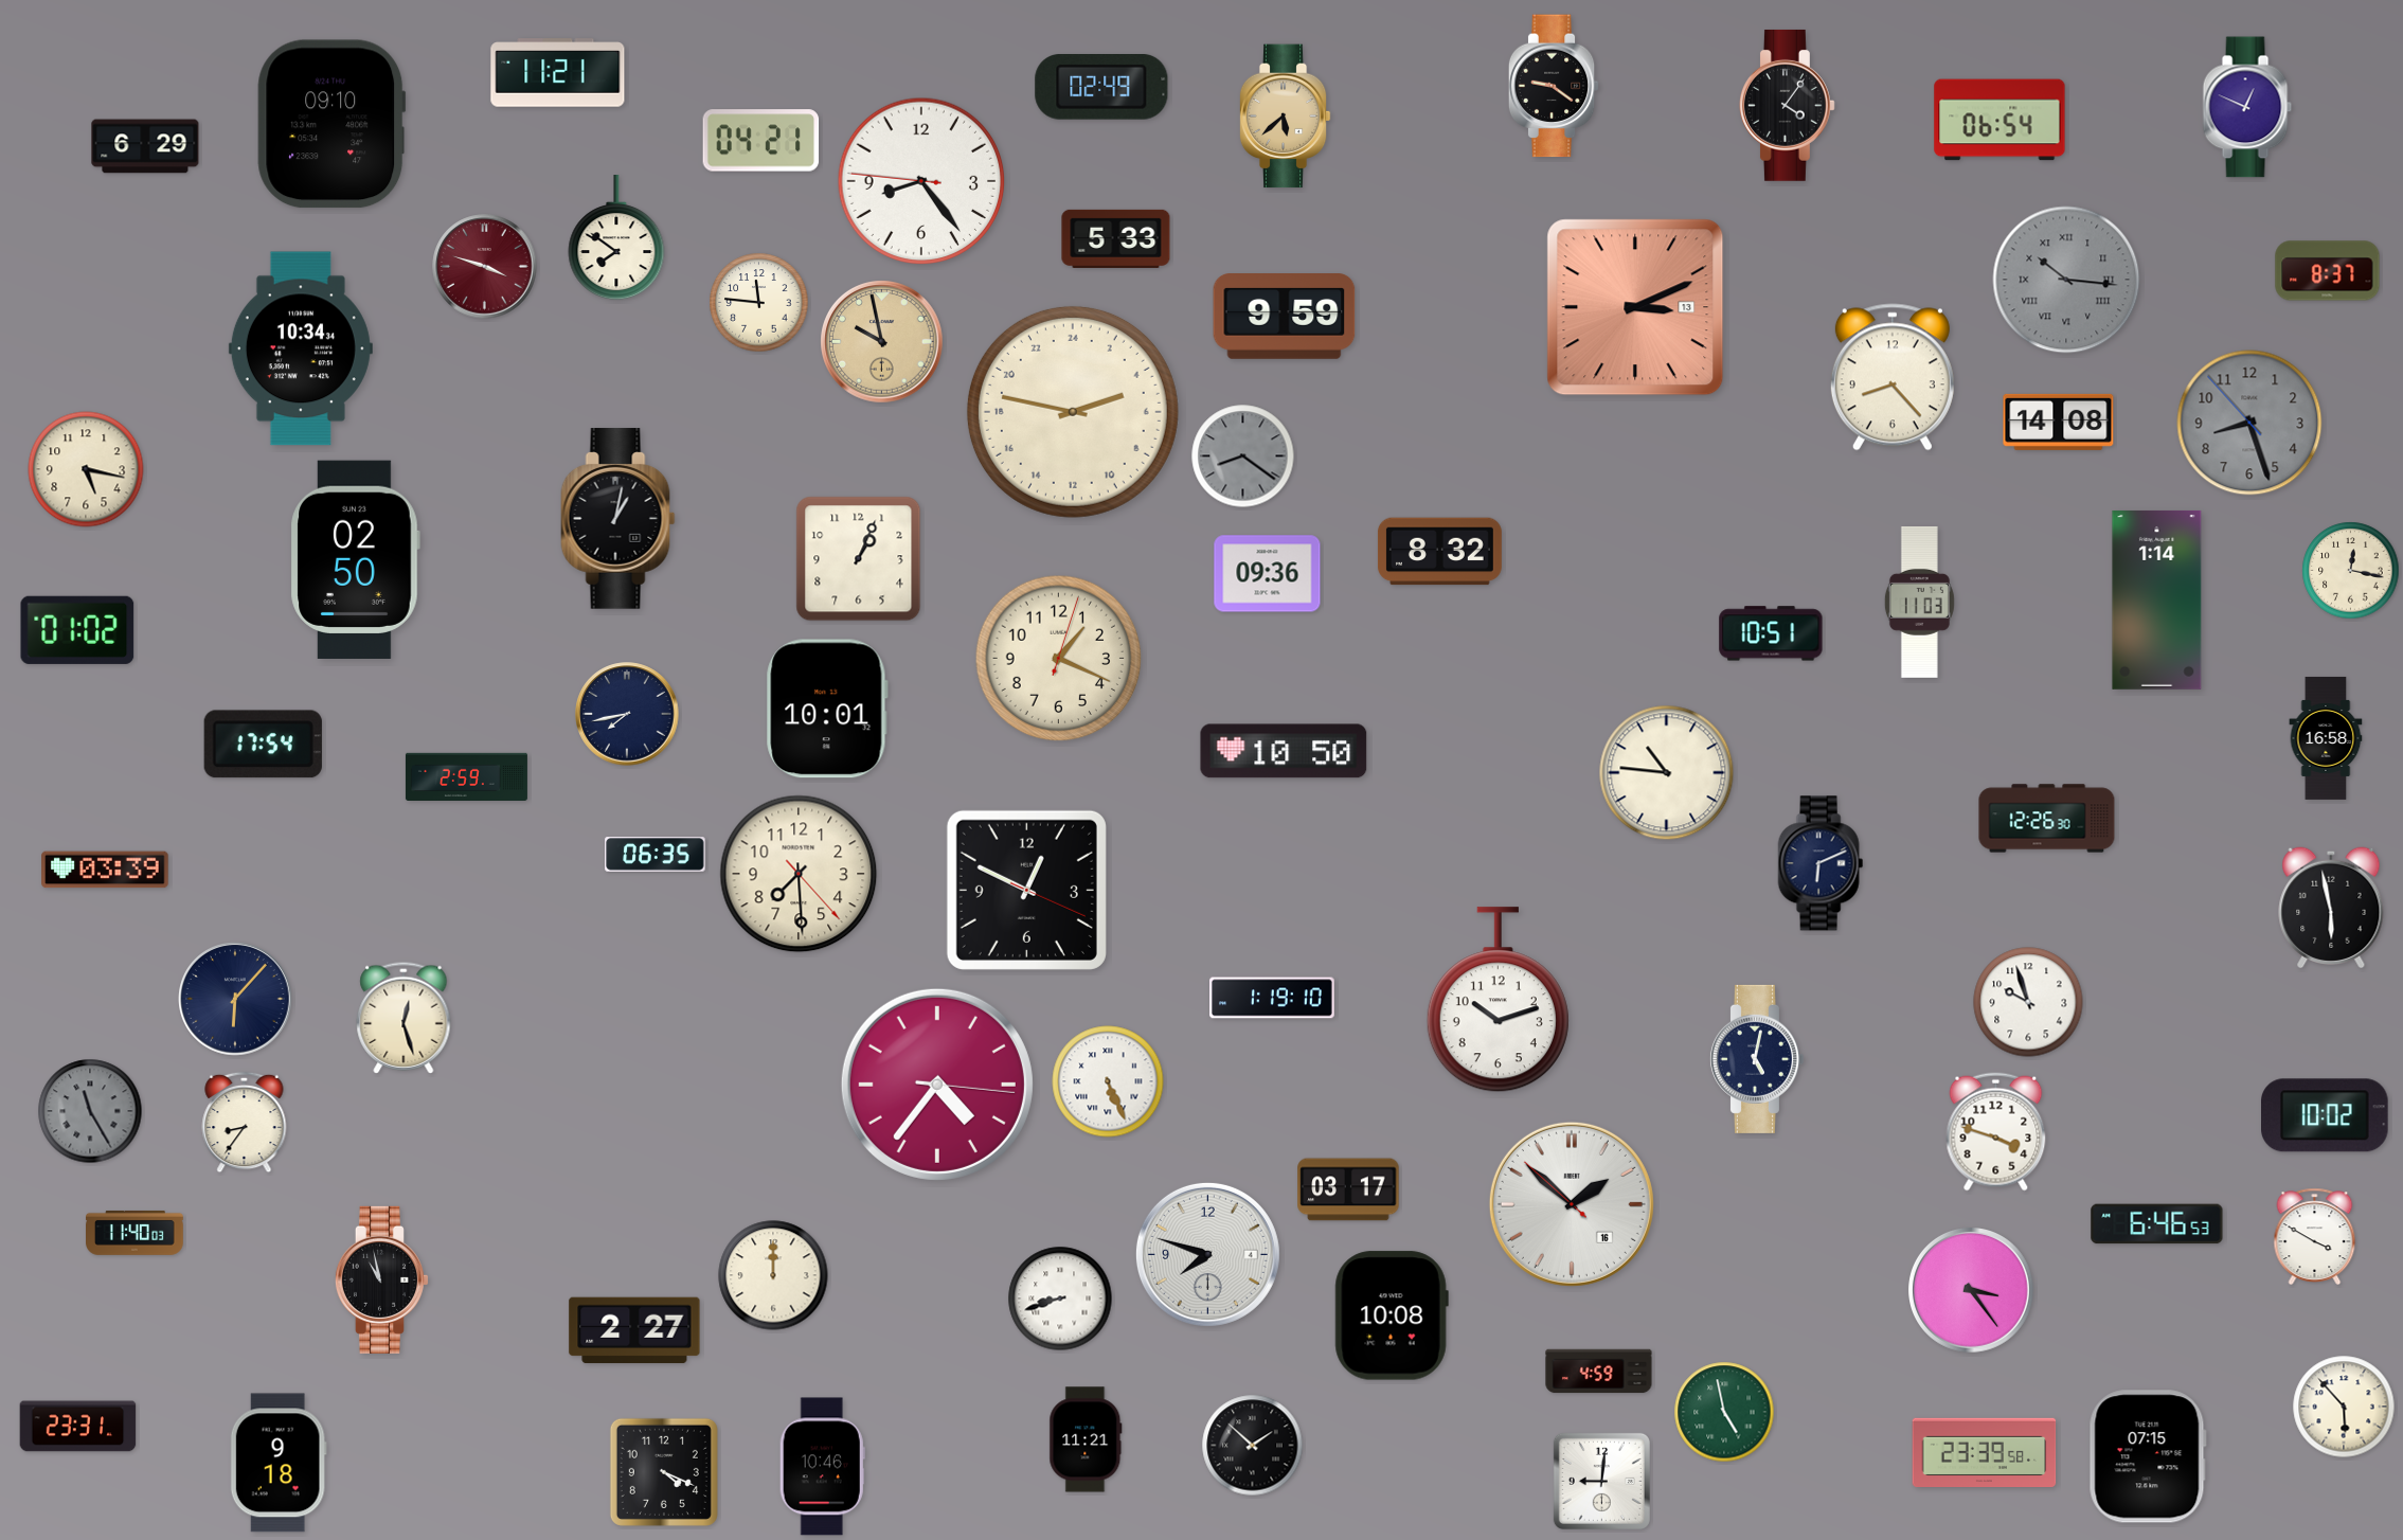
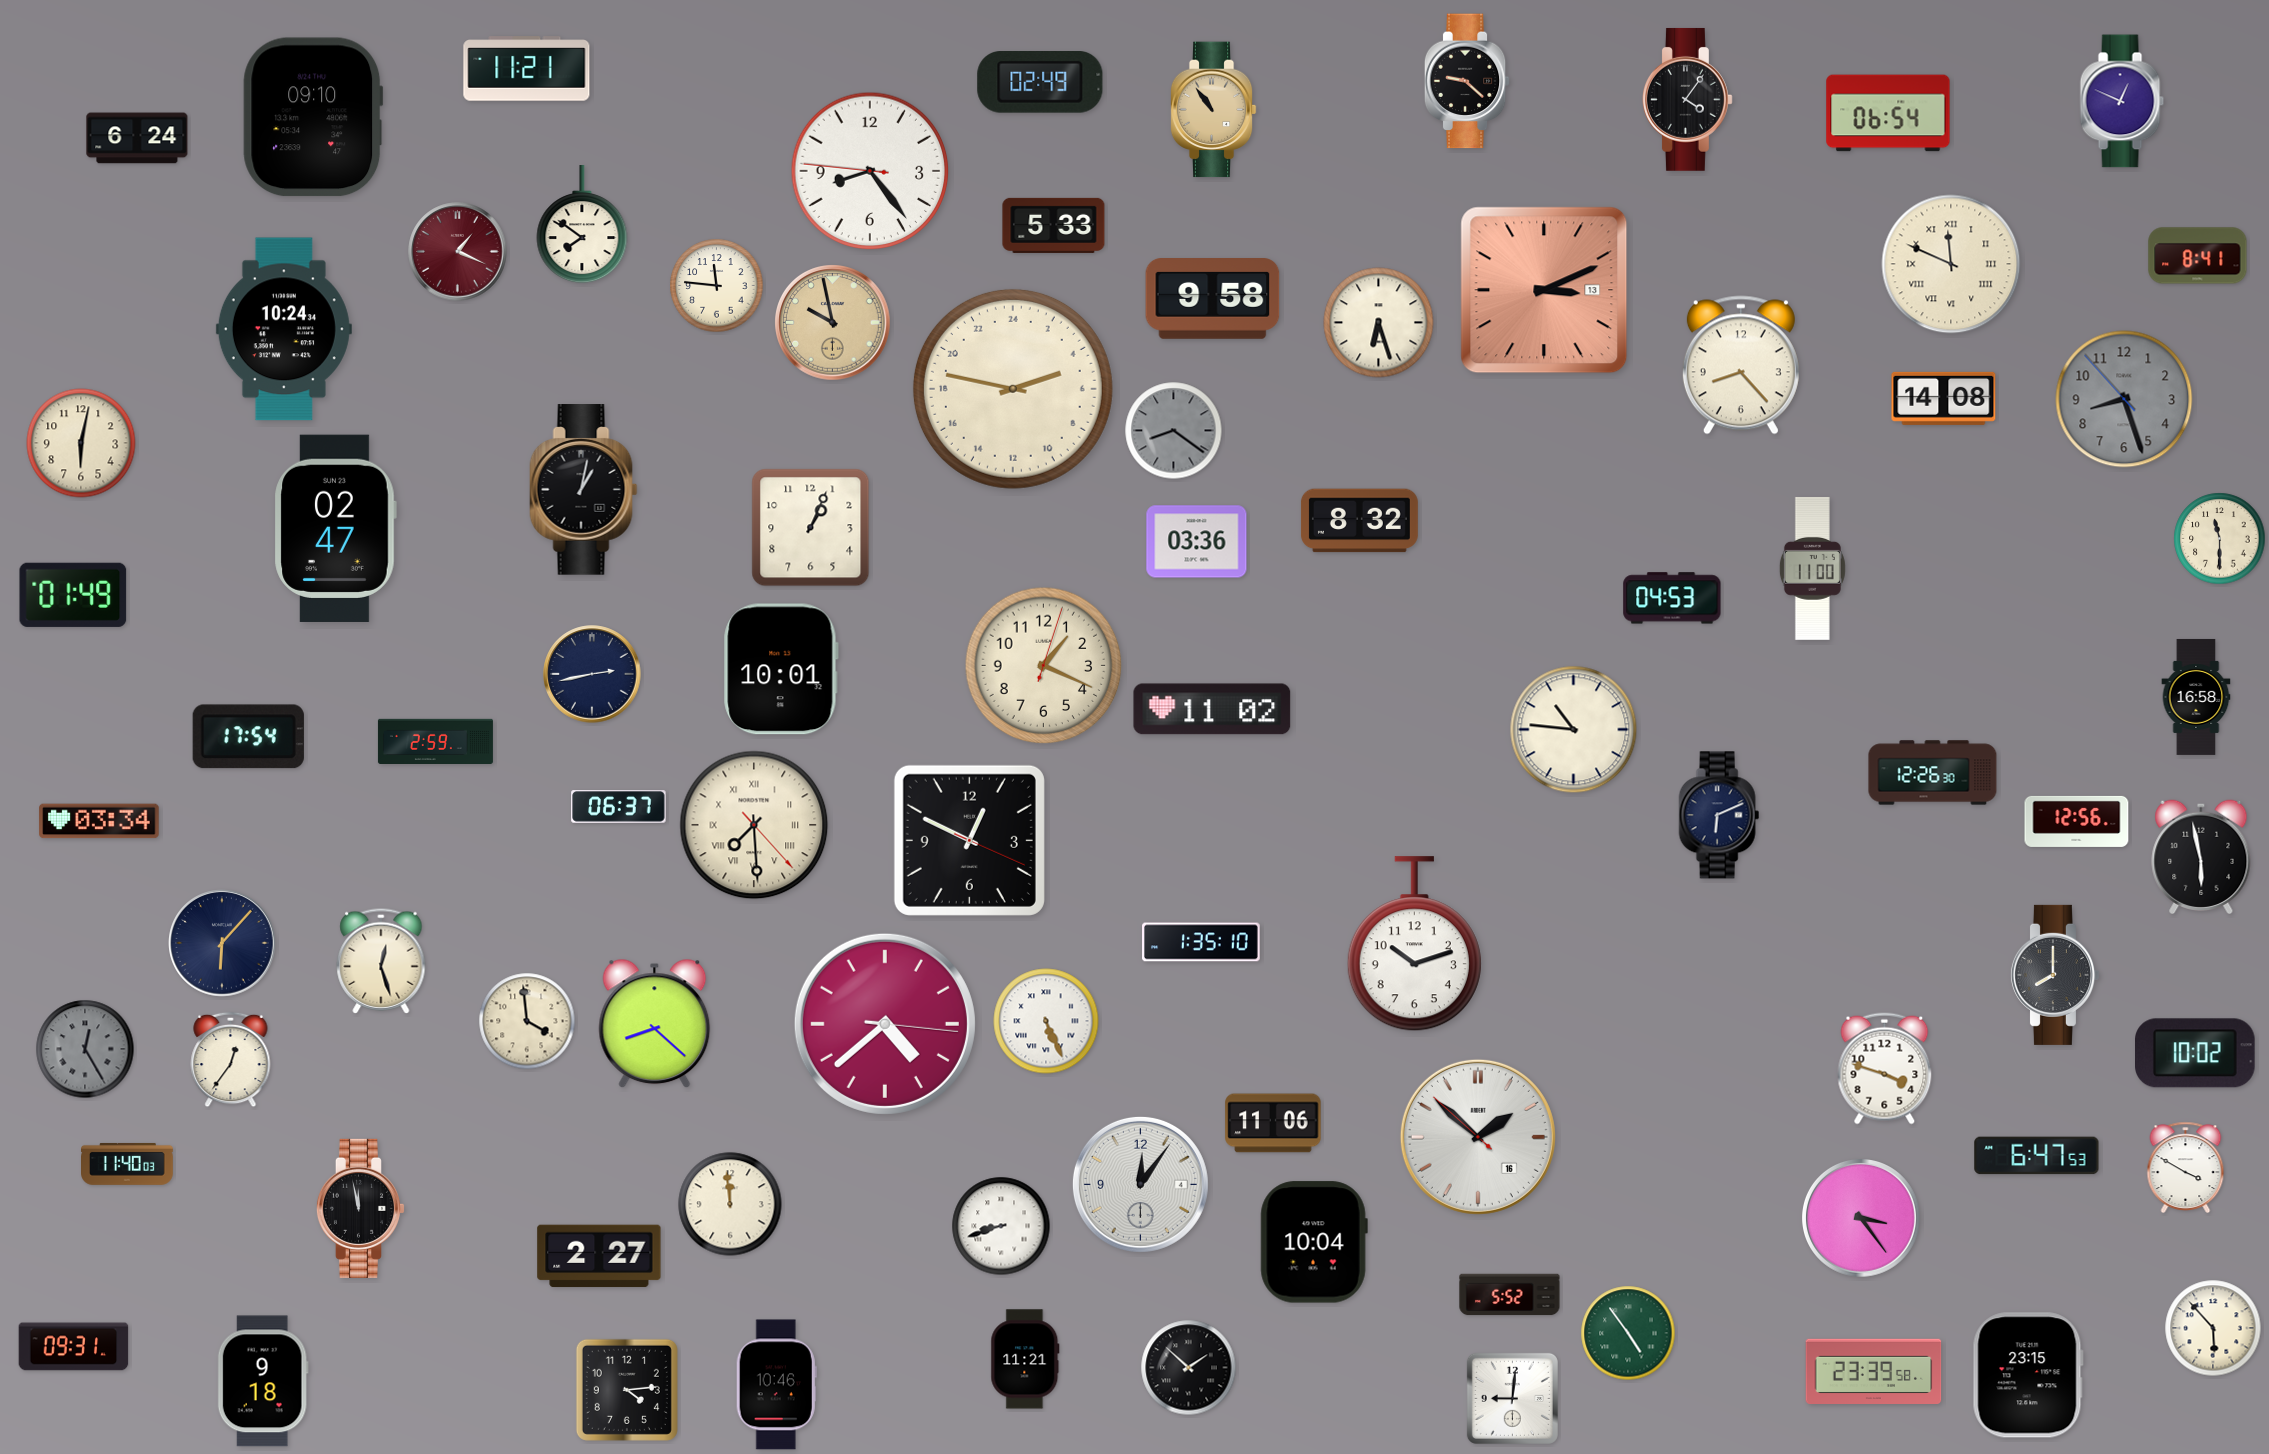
clock at (1554, 86): 9:21 -> 9:22
clock at (1285, 117): 5:38 -> 10:54
clock at (761, 141): 04:21 -> none
clock at (145, 146): 6:29 -> 6:24
clock at (485, 267): 3:48 -> 1:19
clock at (2328, 271): 8:37 -> 8:41
clock at (2066, 280): 10:16 -> 11:49
clock at (2066, 280) dial: grey -> cream
clock at (1285, 317): 9:59 -> 9:58
clock at (1379, 323): none -> 6:27
clock at (301, 348): 10:34 -> 10:24
clock at (1893, 377) position: (1893, 377) -> (1741, 365)
clock at (86, 469): 5:17 -> 6:02
clock at (355, 559): 02:50 -> 02:47
clock at (2351, 571): 12:17 -> 11:30
clock at (1268, 574): 09:36 -> 03:36
clock at (2157, 599): 1:14 -> none
clock at (1919, 602): 11:03 -> 11:00
clock at (77, 630): 01:02 -> 01:49
clock at (1771, 633): 10:51 -> 04:53
clock at (1059, 659) position: (1059, 659) -> (1044, 666)
clock at (627, 714): 7:43 -> 2:43
clock at (263, 745) position: (263, 745) -> (248, 737)
clock at (1284, 751): 10:50 -> 11:02
clock at (466, 776) position: (466, 776) -> (435, 741)
clock at (656, 855): 06:35 -> 06:37
clock at (105, 870): 03:39 -> 03:34
clock at (2077, 821): none -> 12:56
clock at (799, 874) numerals: Arabic -> Roman
clock at (1272, 998): 1:19 -> 1:35
clock at (2028, 1002): 9:57 -> none
clock at (2054, 975): none -> 8:00
clock at (1756, 1059): 5:02 -> none
clock at (527, 1021): none -> 3:59
clock at (655, 1024): none -> 8:22
clock at (937, 1085): 4:36 -> 4:38
clock at (90, 1111): 11:25 -> 12:25
clock at (245, 1123): 8:36 -> 12:36
clock at (1348, 1189): 03:17 -> 11:06
clock at (1572, 1204) position: (1572, 1204) -> (1478, 1137)
clock at (2157, 1224): 6:46 -> 6:47
clock at (1207, 1254): 7:48 -> 12:06
clock at (773, 1275): 12:00 -> 11:59
clock at (381, 1279): 10:58 -> 11:58
clock at (1392, 1315): 10:08 -> 10:04
clock at (1599, 1372): 4:59 -> 5:52
clock at (1724, 1412): 4:58 -> 4:54
clock at (78, 1427): 23:31 -> 09:31
clock at (1253, 1446) position: (1253, 1446) -> (1189, 1368)
clock at (2148, 1456): 07:15 -> 23:15
clock at (664, 1472): 4:19 -> 4:14
